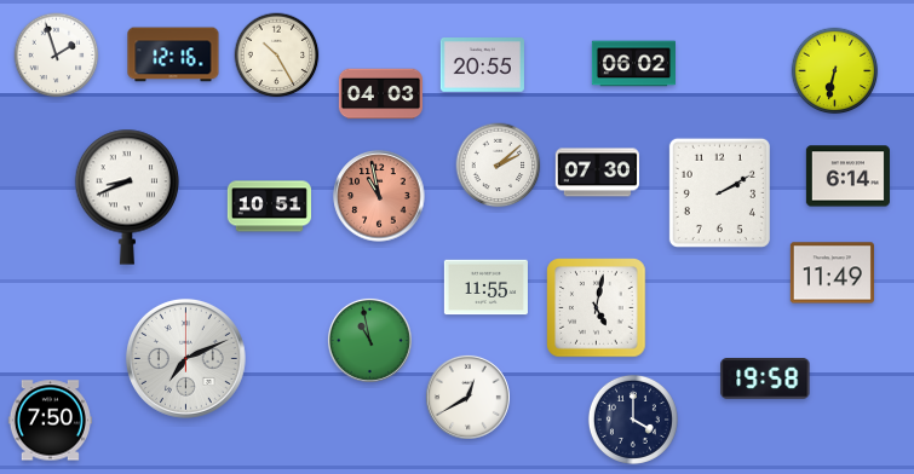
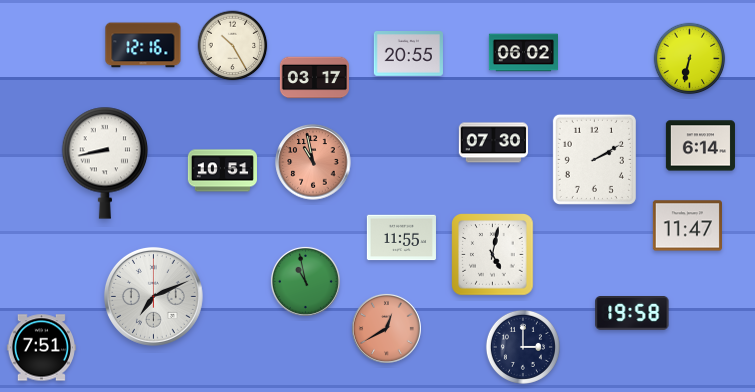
clock at (57, 56): 1:57 -> none
clock at (277, 56) position: (277, 56) -> (233, 46)
clock at (482, 65) position: (482, 65) -> (408, 54)
clock at (380, 94): 04:03 -> 03:17
clock at (499, 166): 2:08 -> none
clock at (127, 197): 8:41 -> 8:43
clock at (832, 273): 11:49 -> 11:47
clock at (467, 397) dial: white -> salmon
clock at (633, 420): 4:00 -> 3:00
clock at (50, 421): 7:50 -> 7:51
